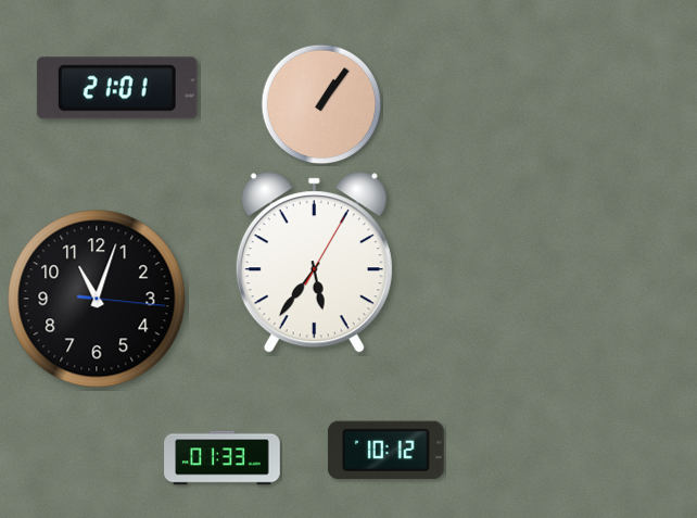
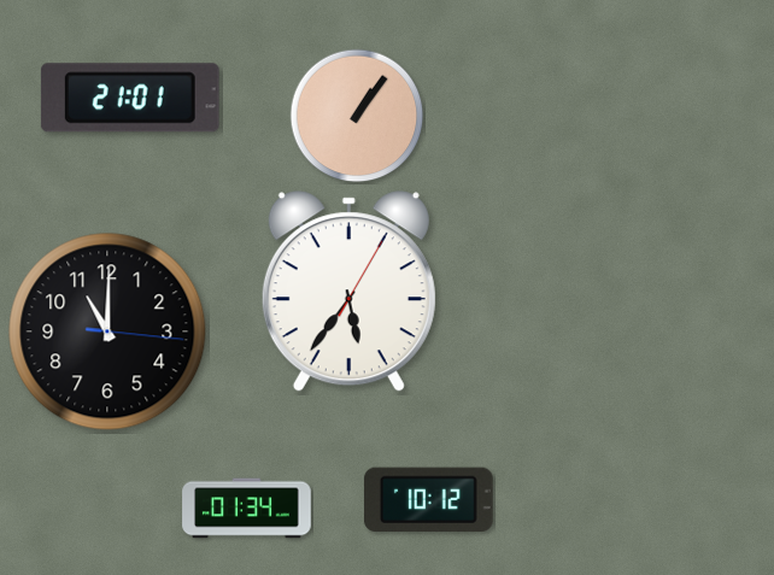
clock at (97, 299): 11:03 -> 11:00
clock at (223, 458): 01:33 -> 01:34
